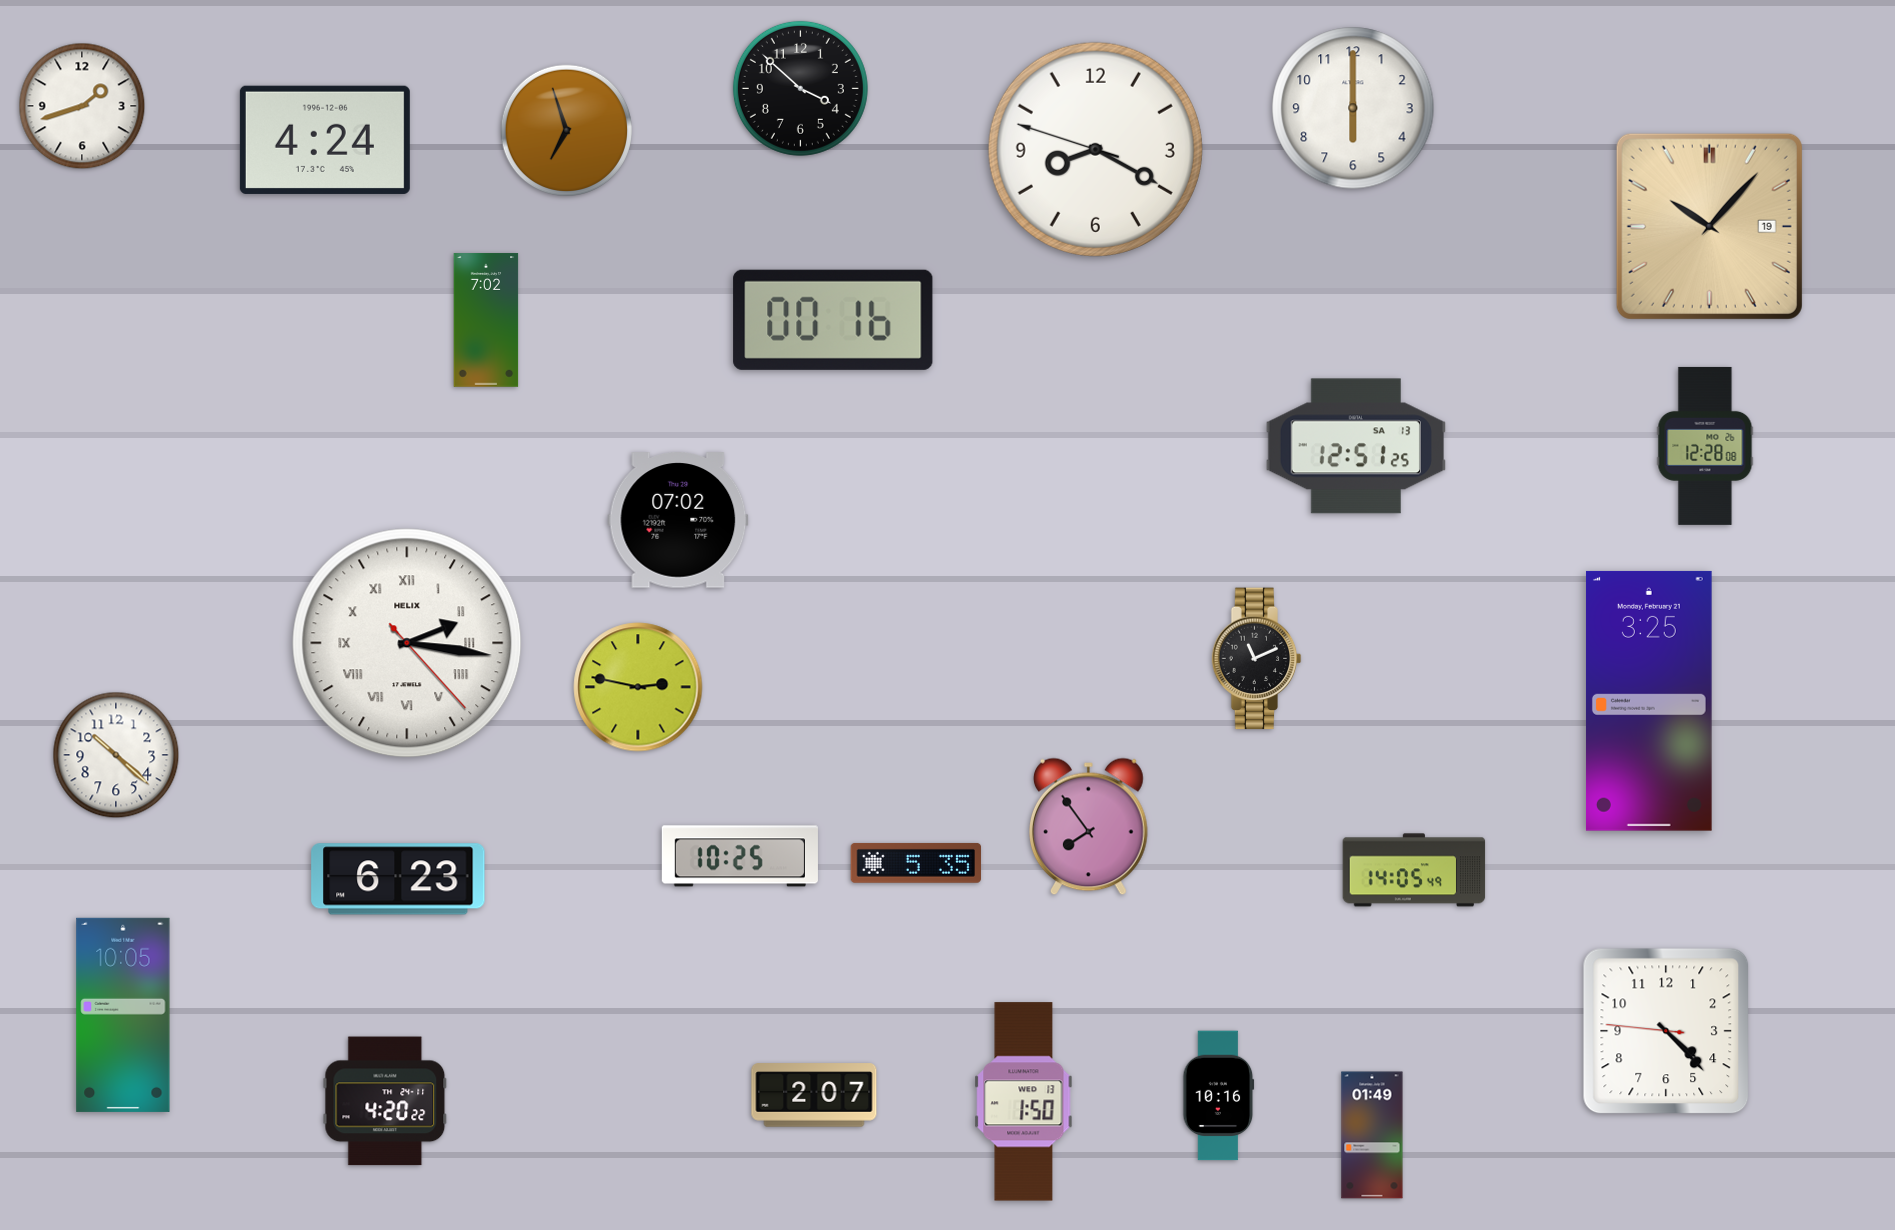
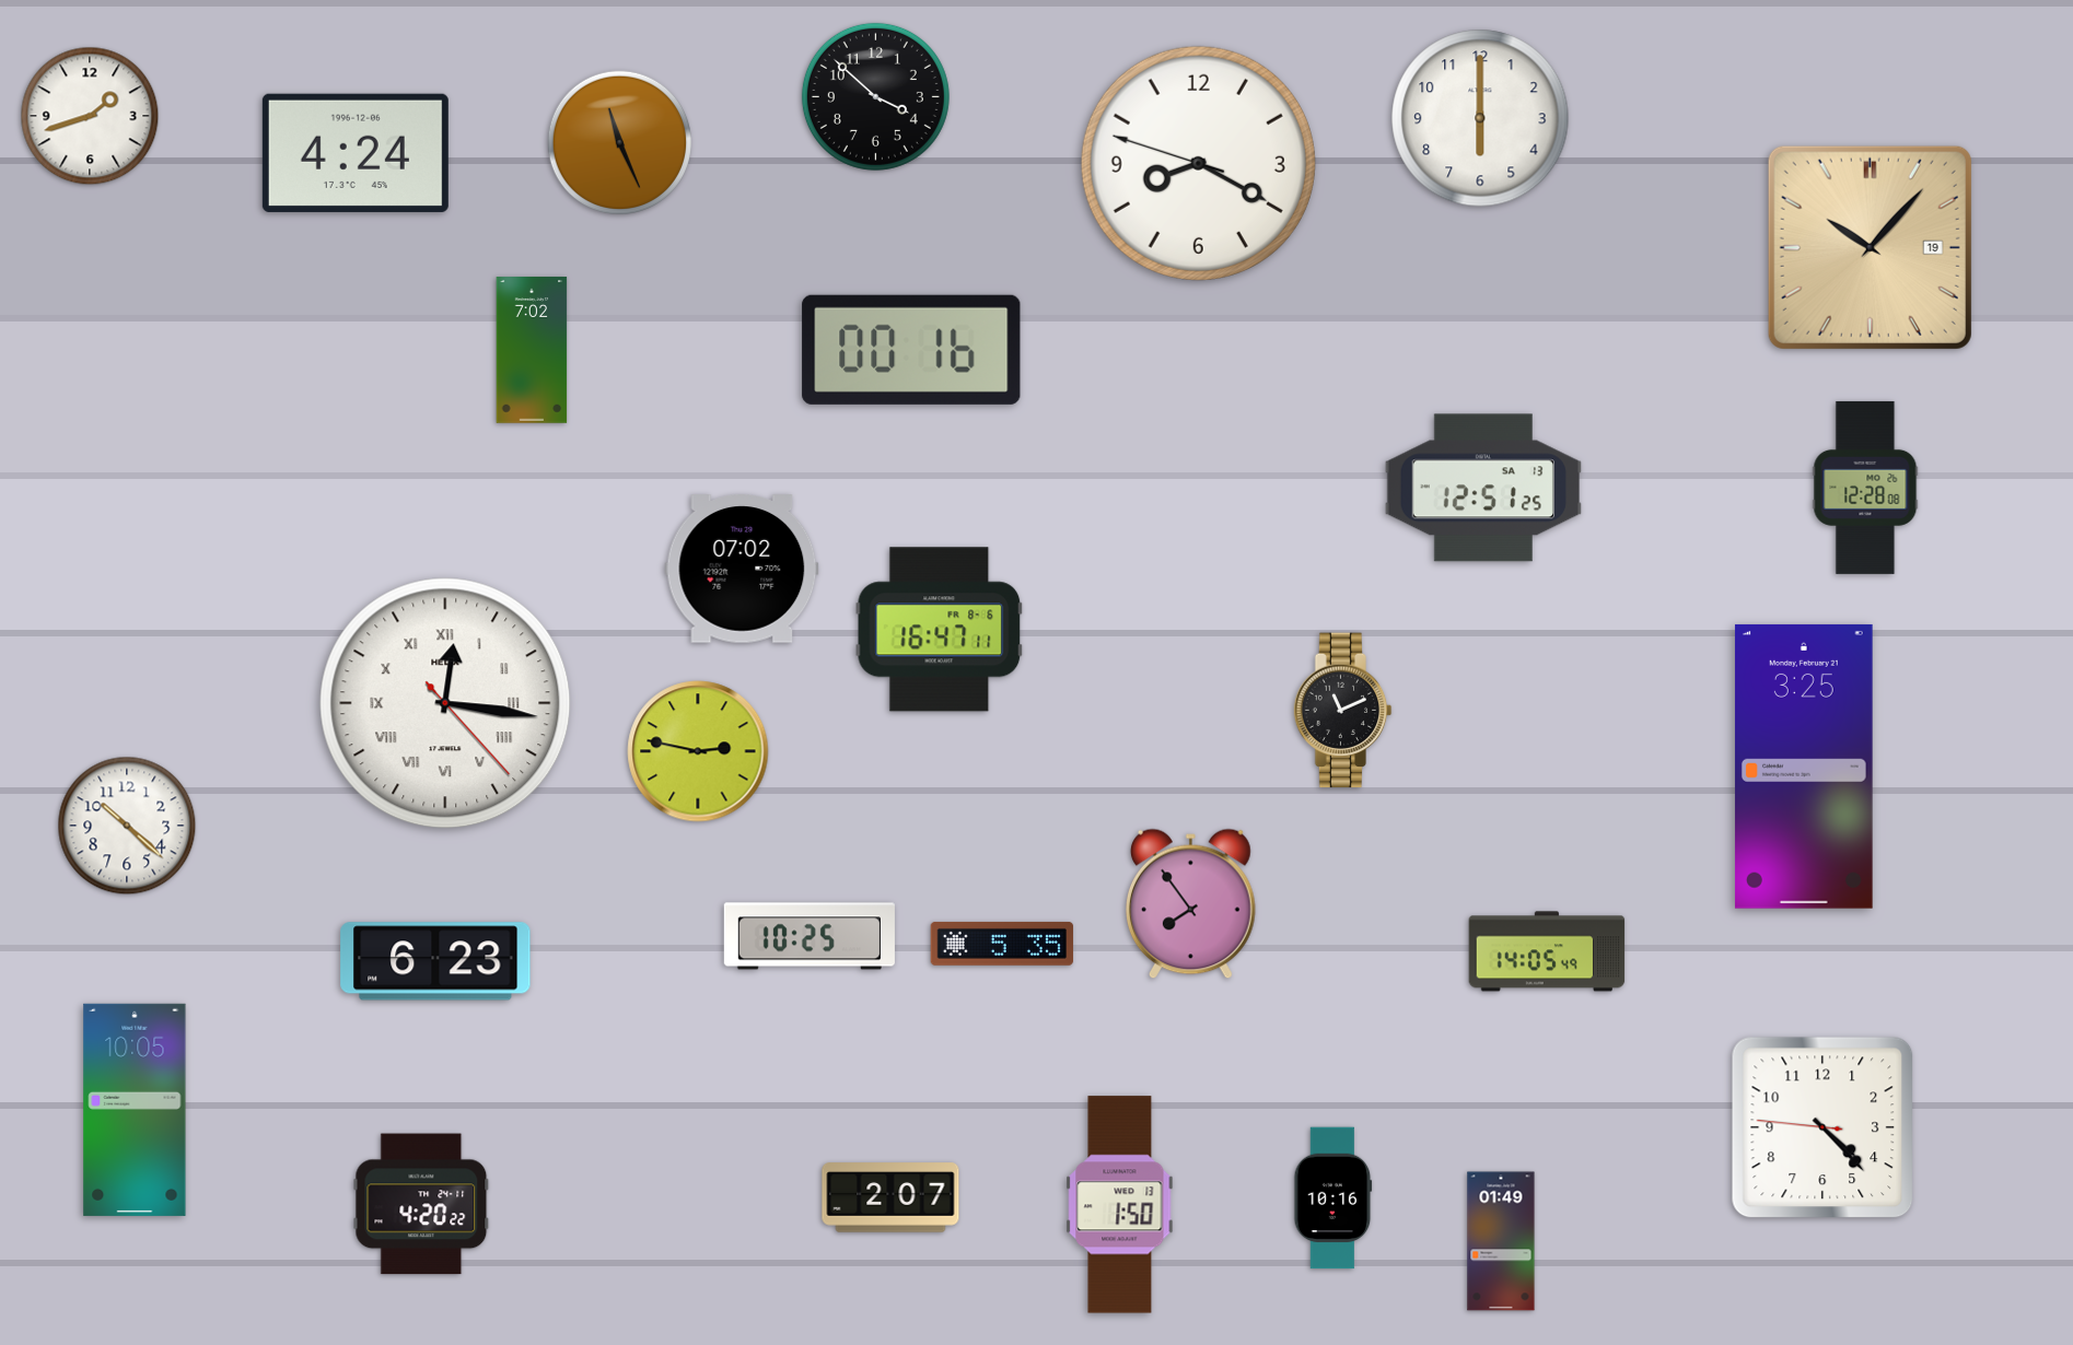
clock at (566, 130): 6:57 -> 11:26
clock at (940, 630): none -> 16:47
clock at (407, 643): 2:16 -> 12:16
clock at (1257, 659) position: (1257, 659) -> (1343, 711)
